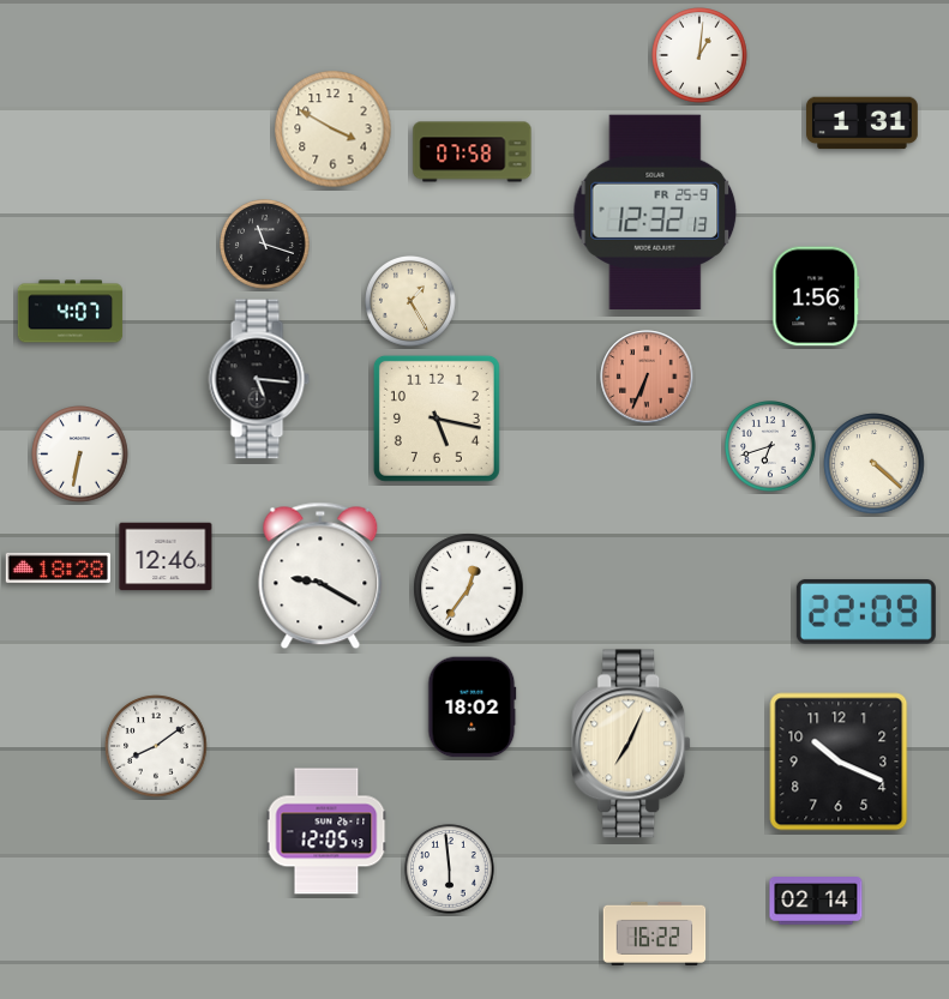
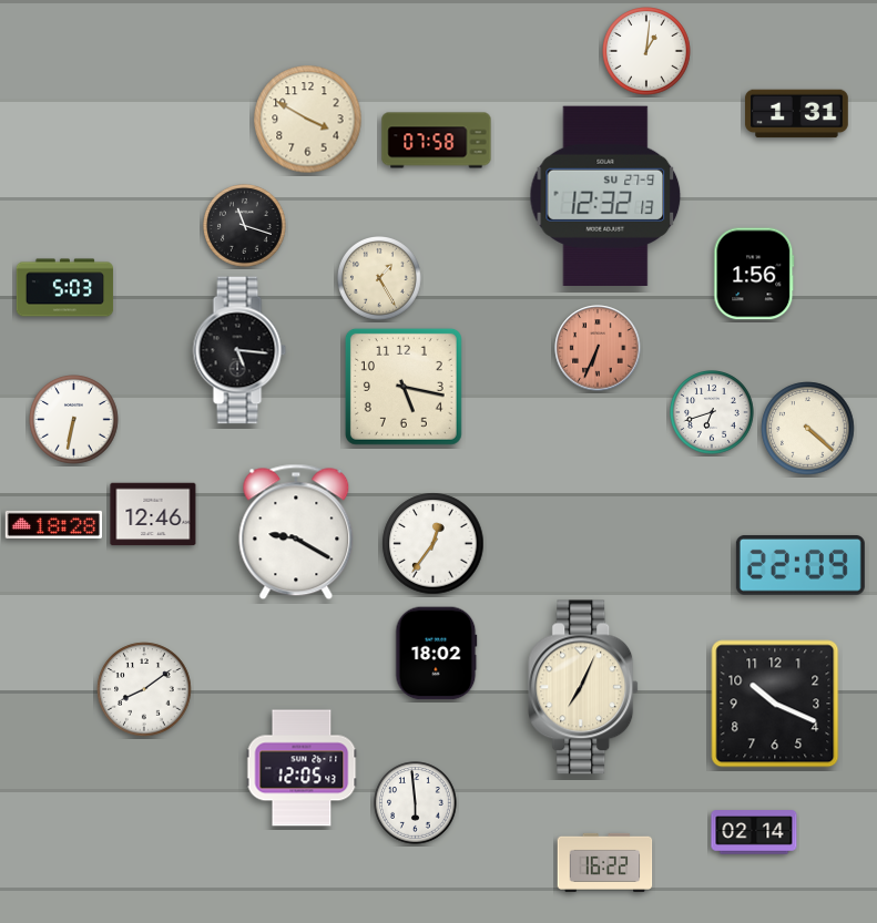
clock at (655, 211) date: FR 25-9 -> SU 27-9
clock at (71, 312): 4:07 -> 5:03
